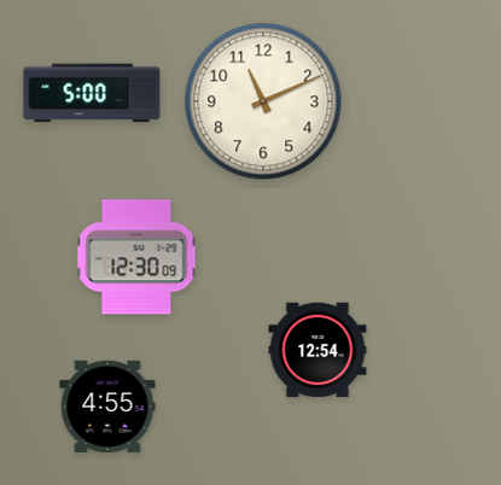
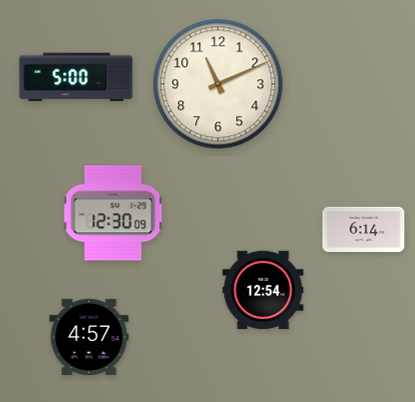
clock at (364, 229): none -> 6:14
clock at (107, 407): 4:55 -> 4:57
